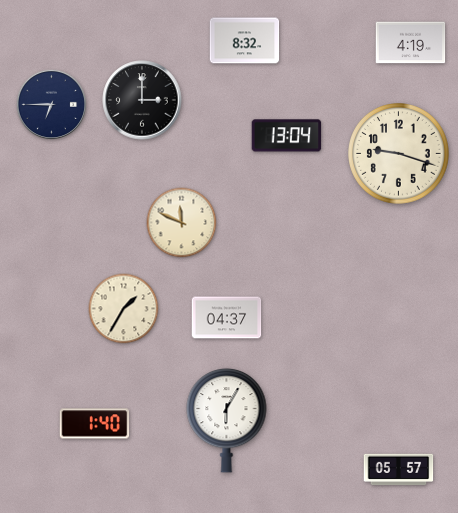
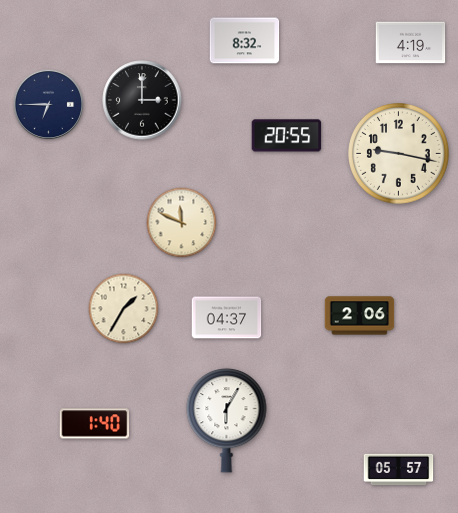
clock at (52, 105) position: (52, 105) -> (49, 105)
clock at (287, 136): 13:04 -> 20:55
clock at (399, 154): 9:18 -> 9:17
clock at (360, 316): none -> 2:06
